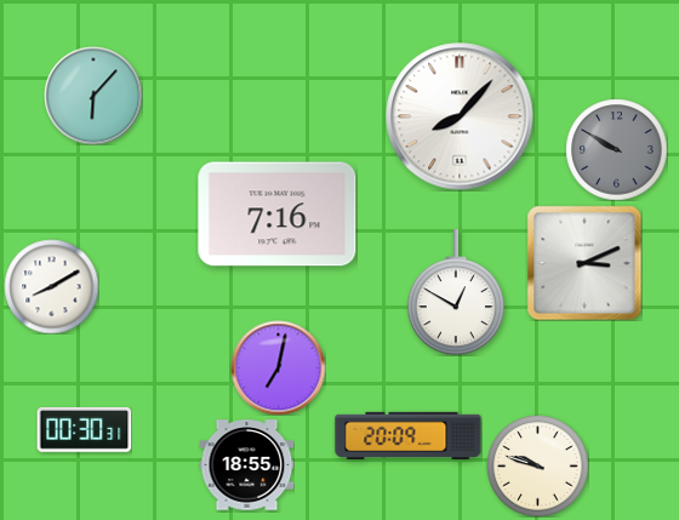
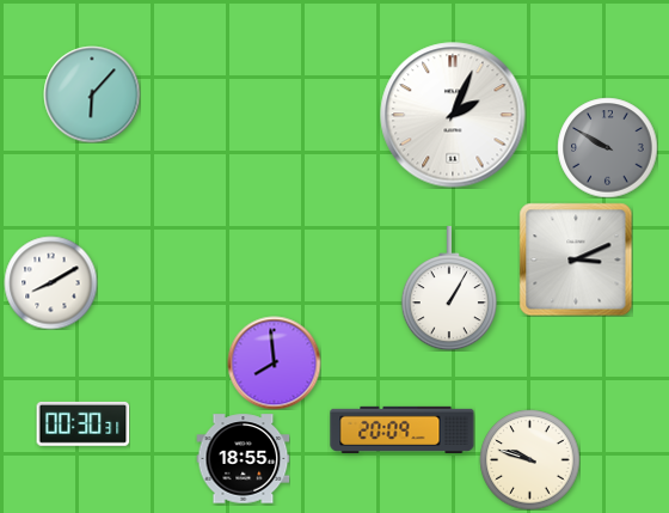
clock at (460, 116): 8:07 -> 2:04
clock at (278, 215): 7:16 -> none
clock at (456, 292): 12:50 -> 1:05
clock at (278, 367): 7:02 -> 7:59
